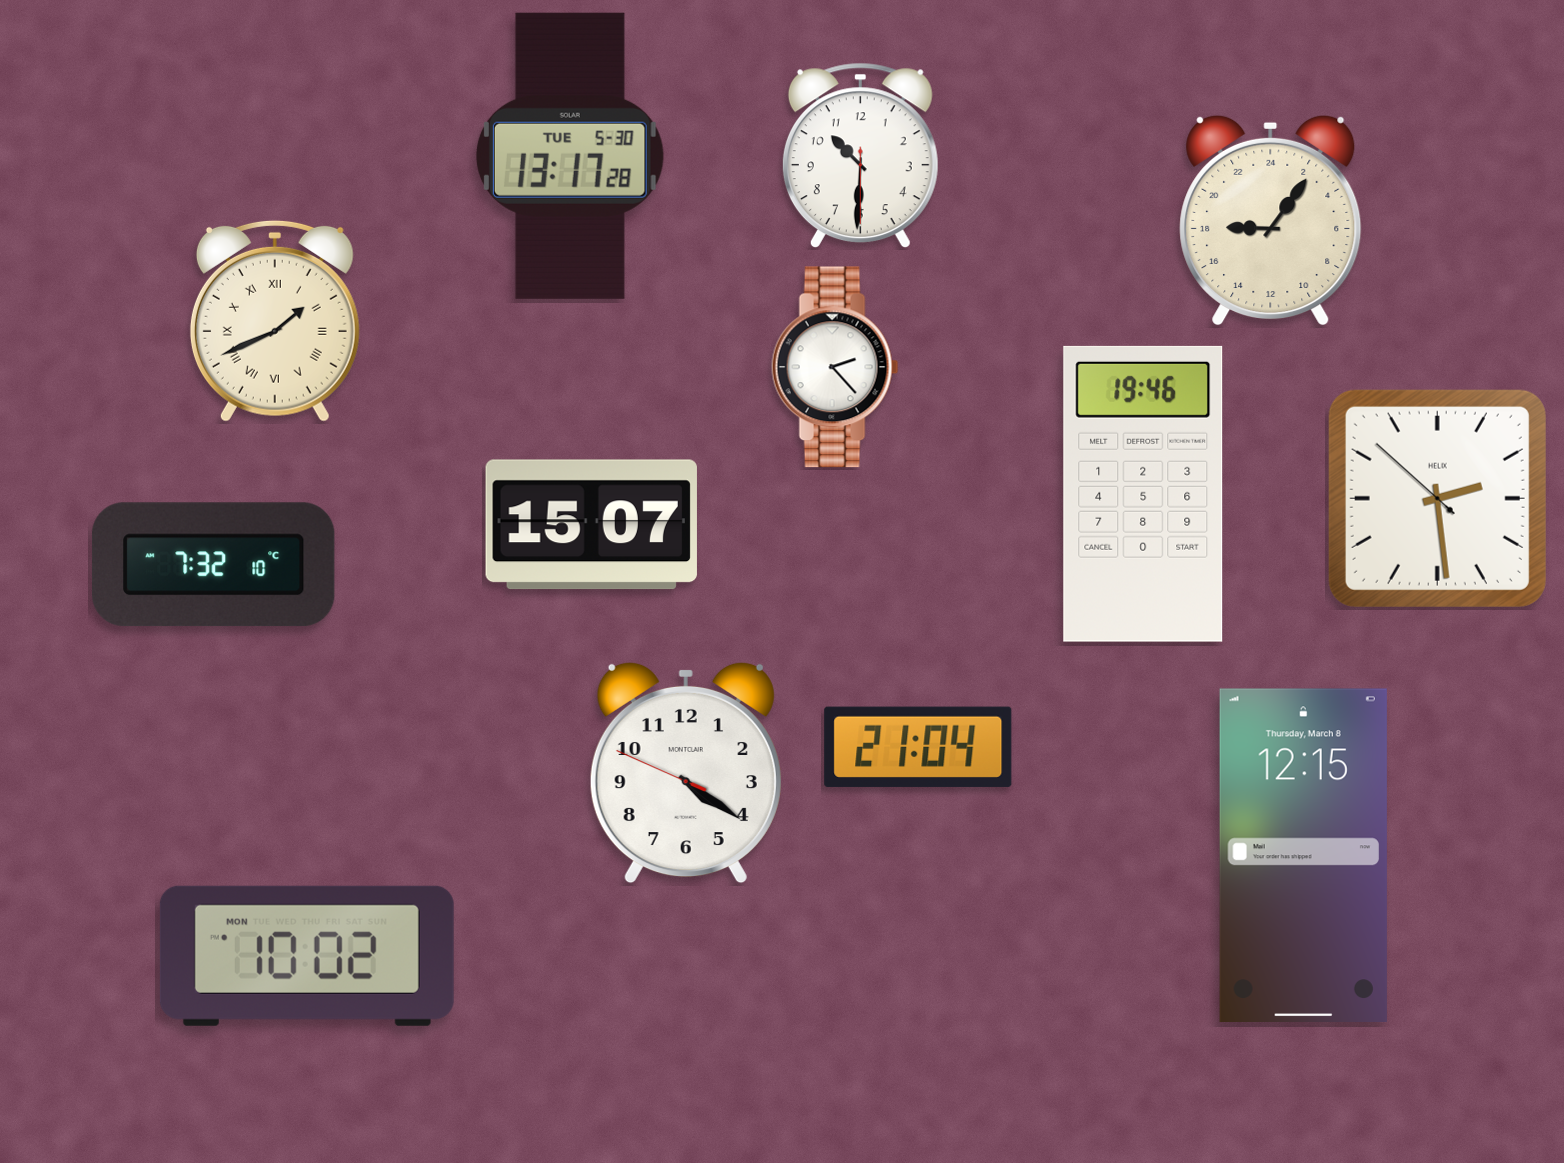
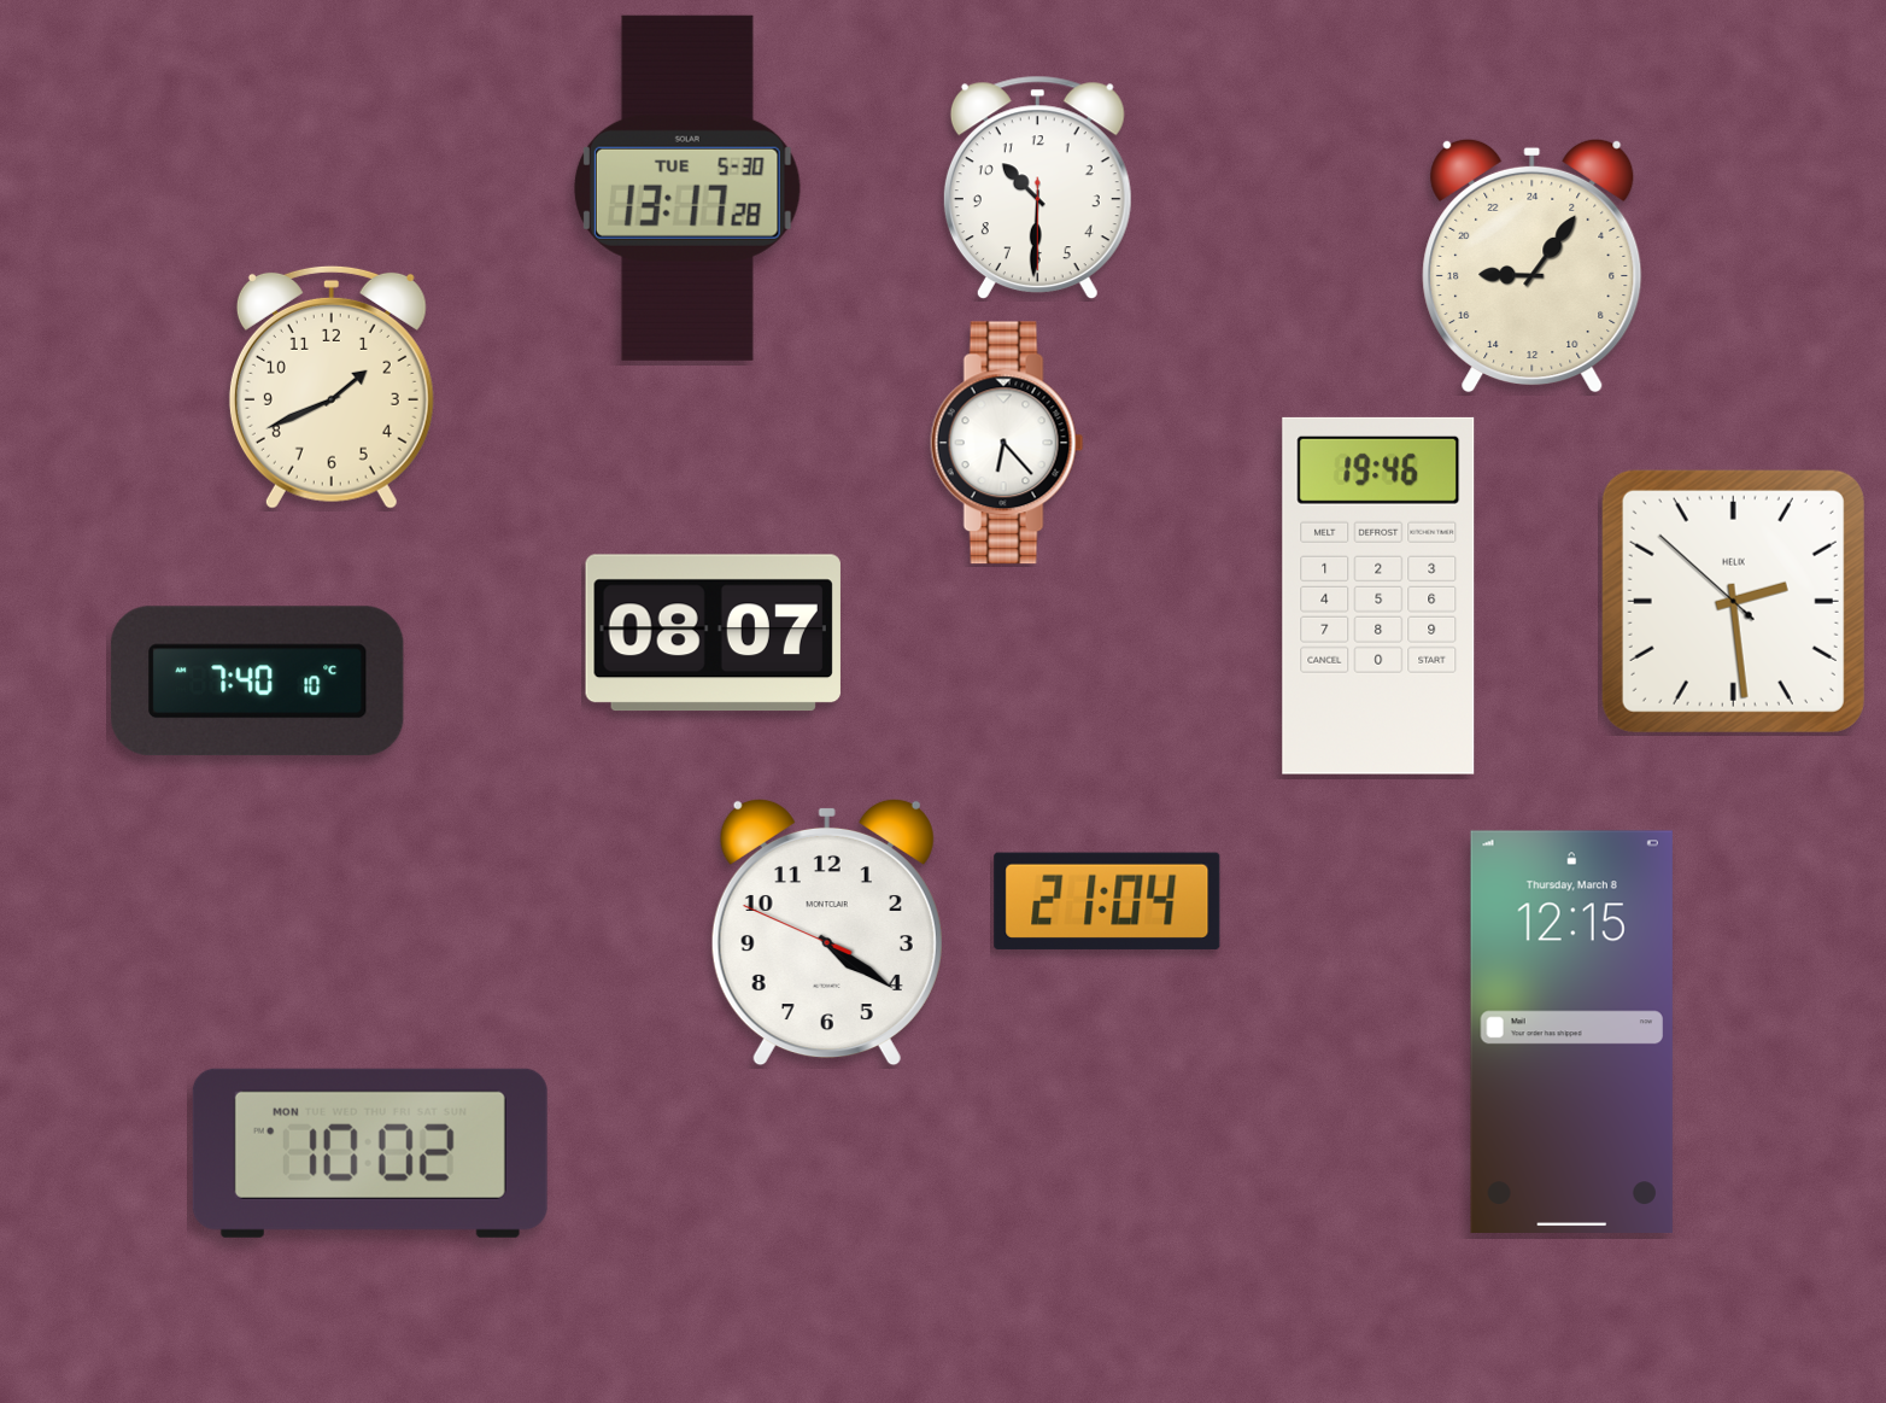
clock at (275, 321) numerals: Roman -> Arabic
clock at (835, 367): 2:23 -> 6:23
clock at (591, 525): 15:07 -> 08:07
clock at (213, 565): 7:32 -> 7:40
